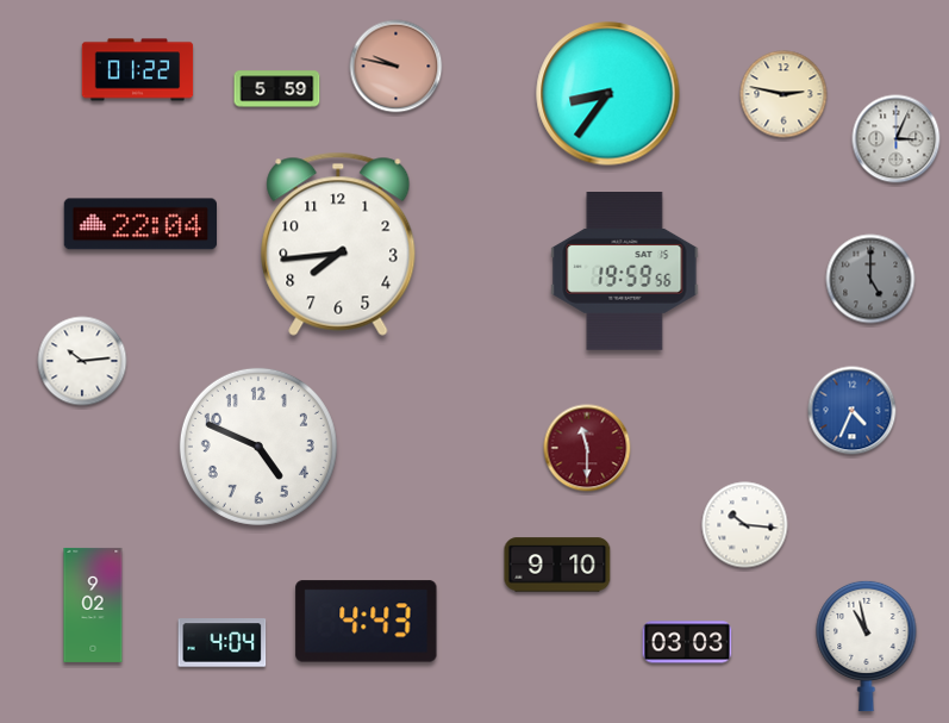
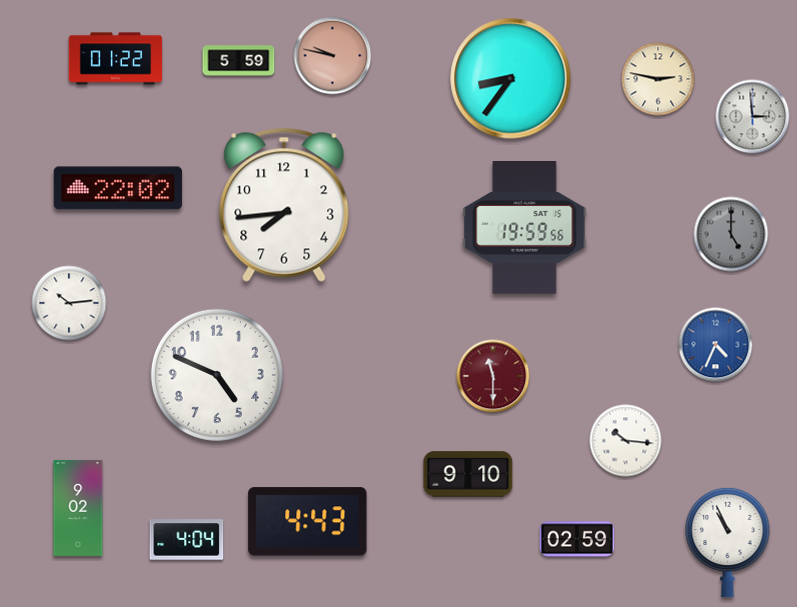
clock at (277, 89) position: (277, 89) -> (239, 61)
clock at (897, 139): 3:04 -> 2:59
clock at (139, 224): 22:04 -> 22:02
clock at (687, 642): 03:03 -> 02:59
clock at (867, 646): 10:58 -> 10:56
